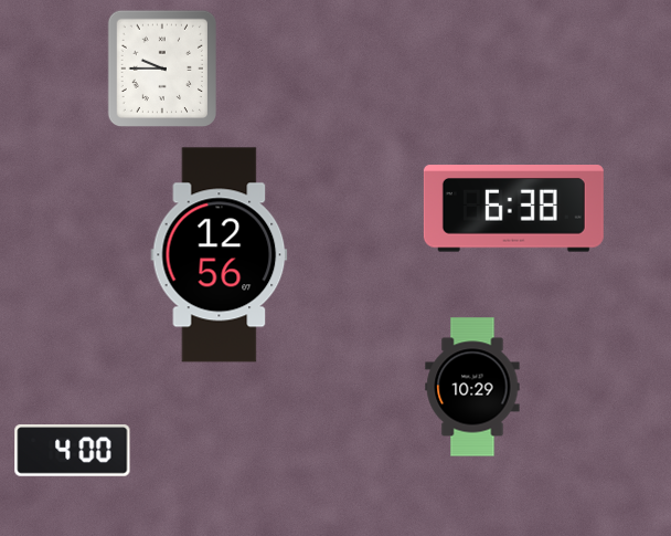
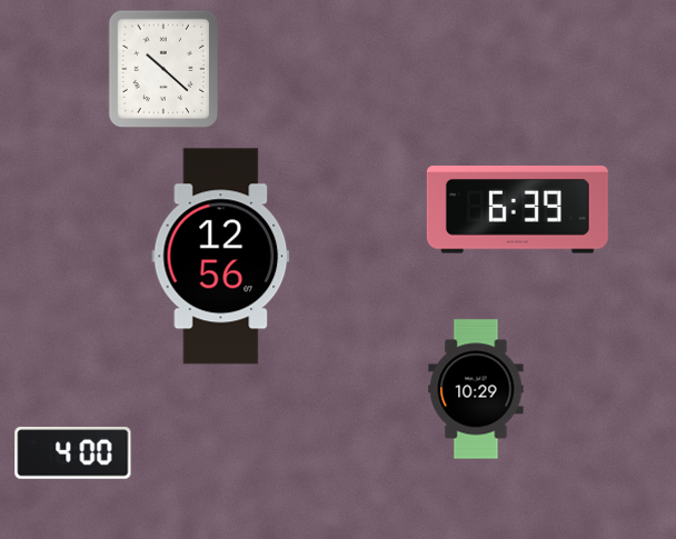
clock at (161, 67): 9:45 -> 10:22
clock at (513, 209): 6:38 -> 6:39
